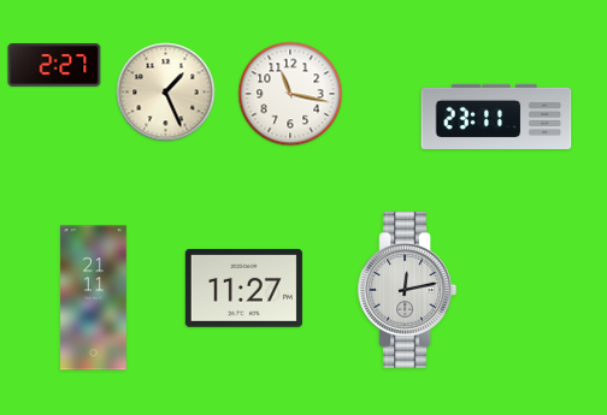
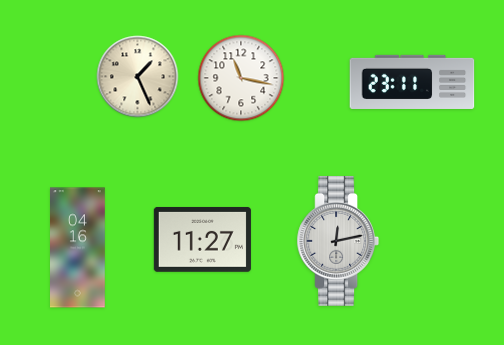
clock at (54, 66): 2:27 -> none
clock at (496, 117) position: (496, 117) -> (412, 82)
clock at (94, 298): 21:11 -> 04:16
